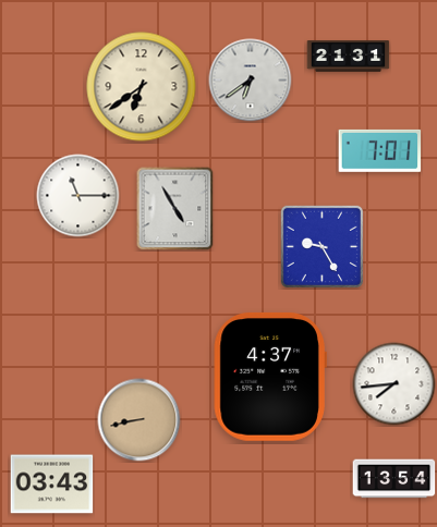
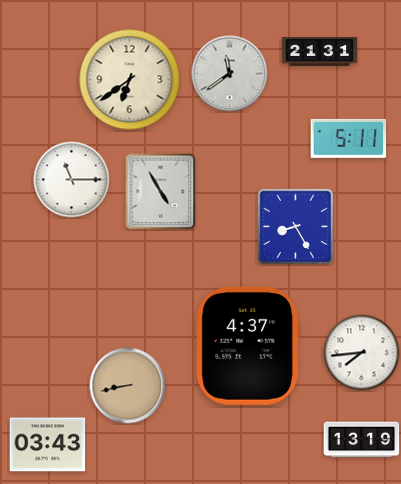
clock at (251, 81): 6:39 -> 11:39
clock at (380, 150): 7:01 -> 5:11
clock at (321, 246): 9:25 -> 8:25
clock at (394, 479): 13:54 -> 13:19
